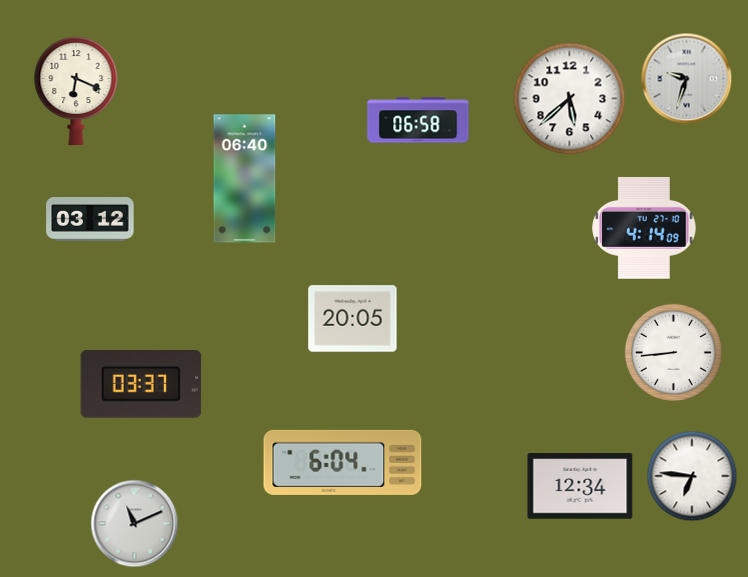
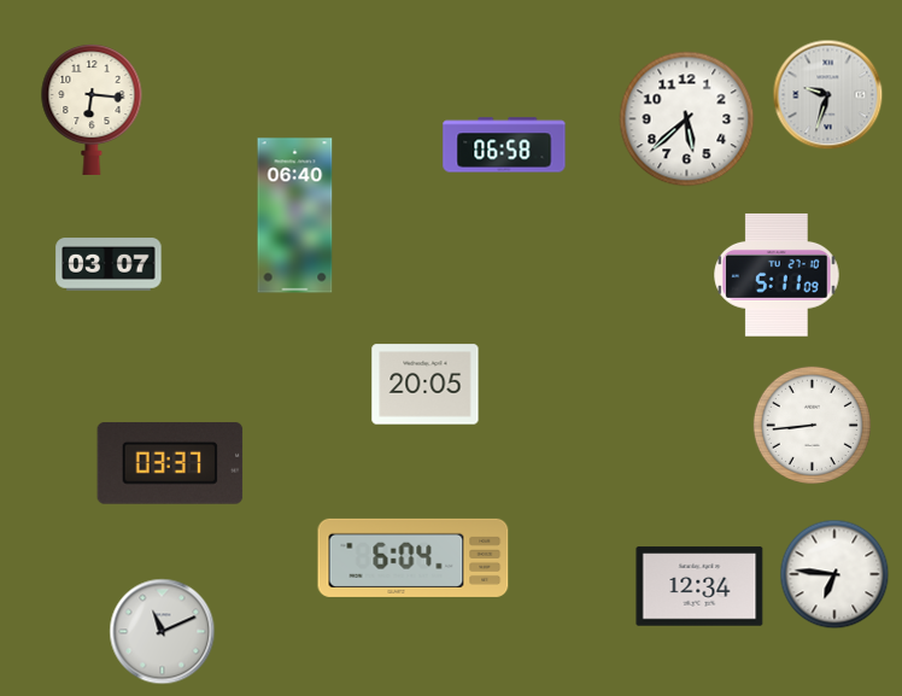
clock at (76, 92): 6:19 -> 6:16
clock at (90, 219): 03:12 -> 03:07
clock at (644, 228): 4:14 -> 5:11
